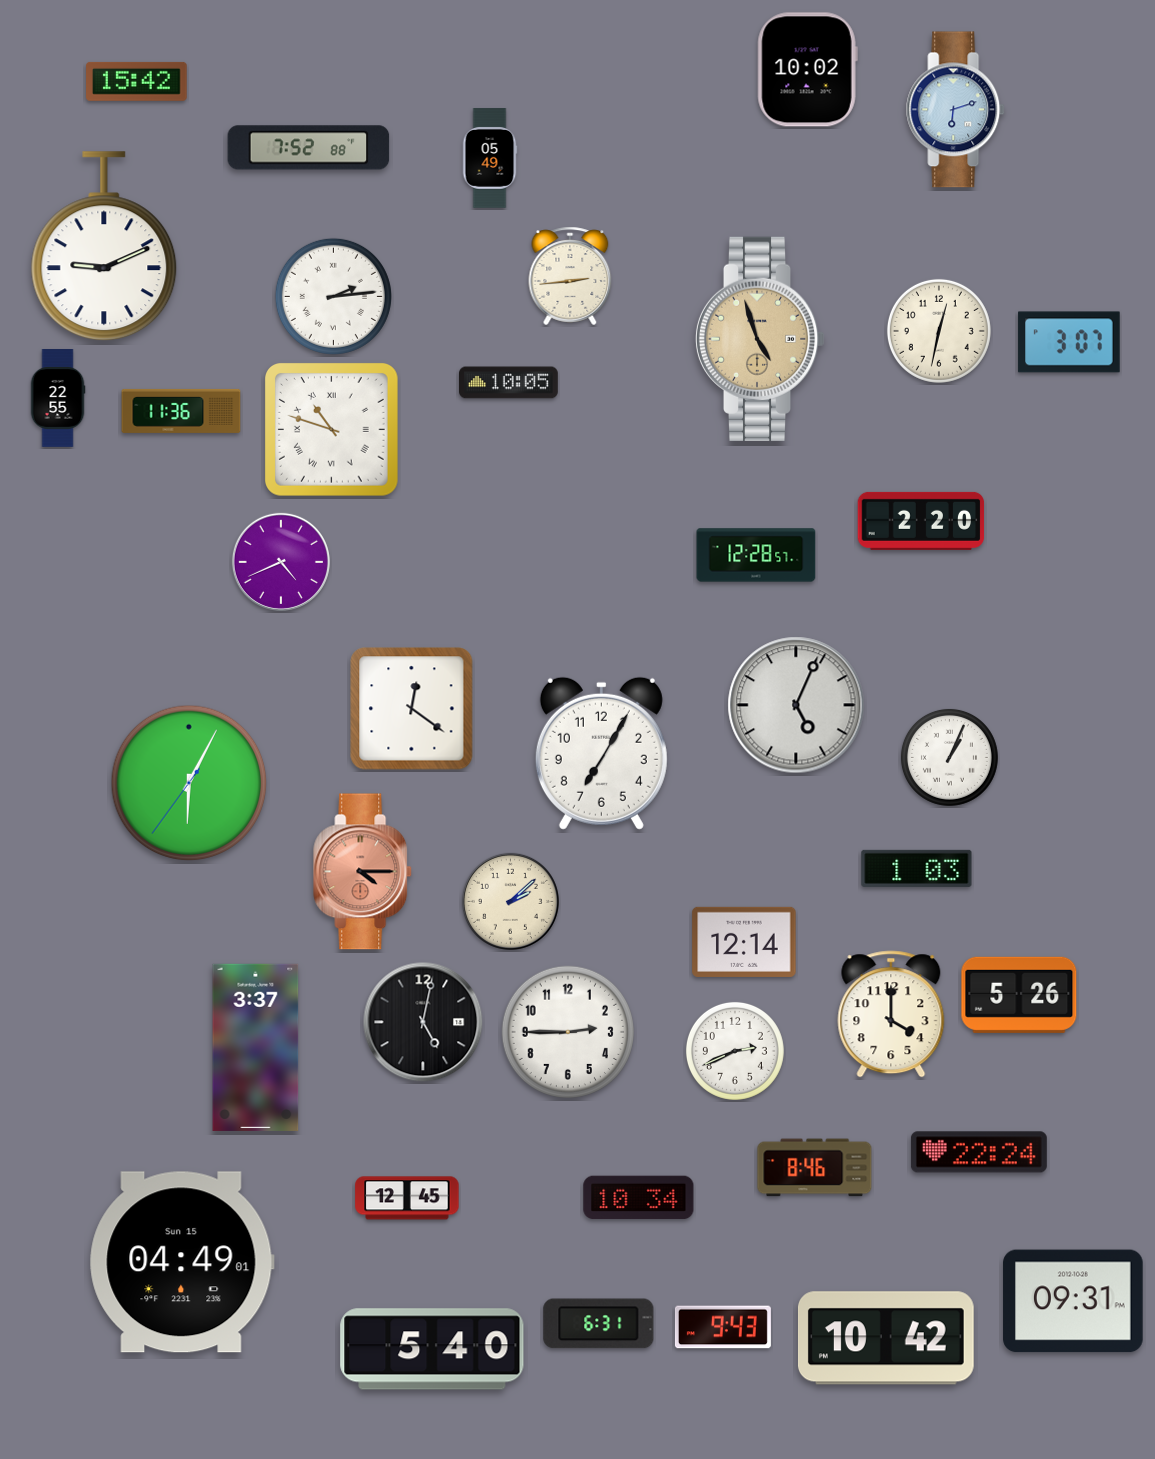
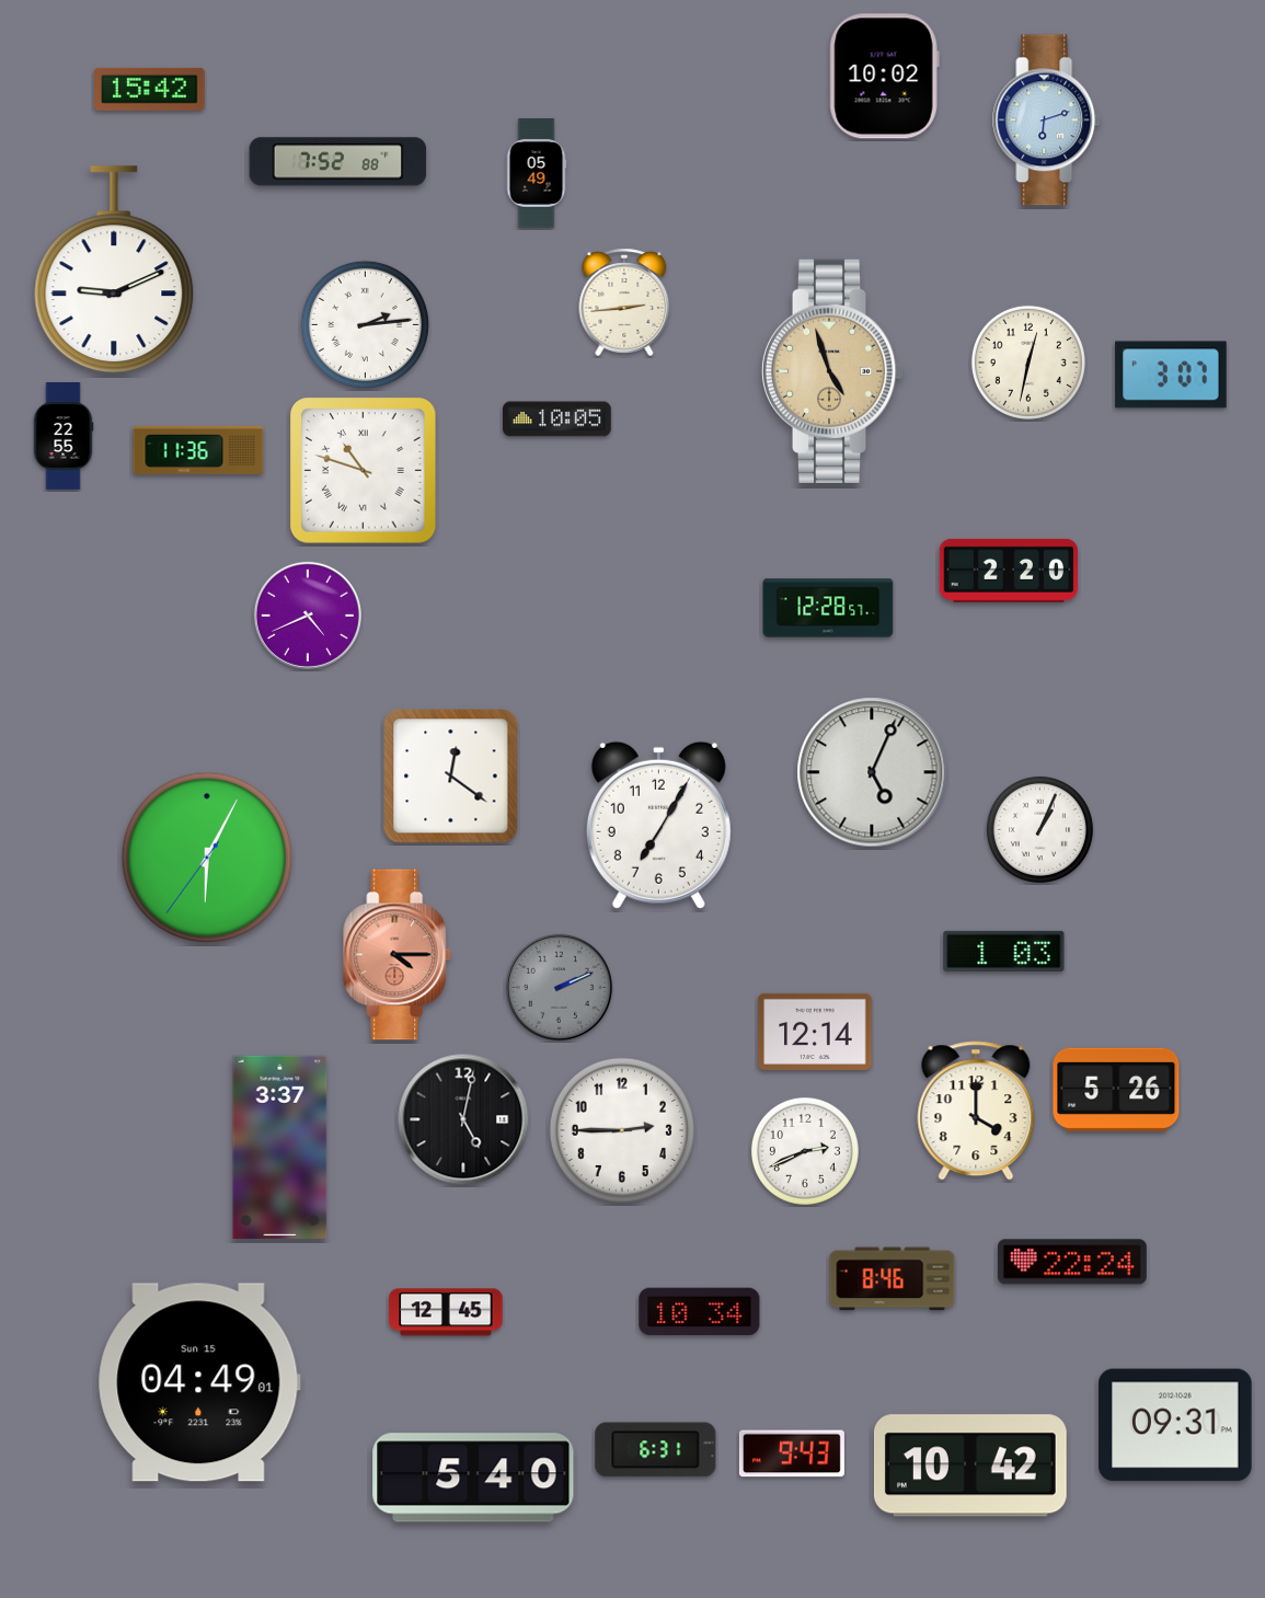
clock at (510, 901): 2:08 -> 2:11
clock at (510, 901) dial: cream -> grey
